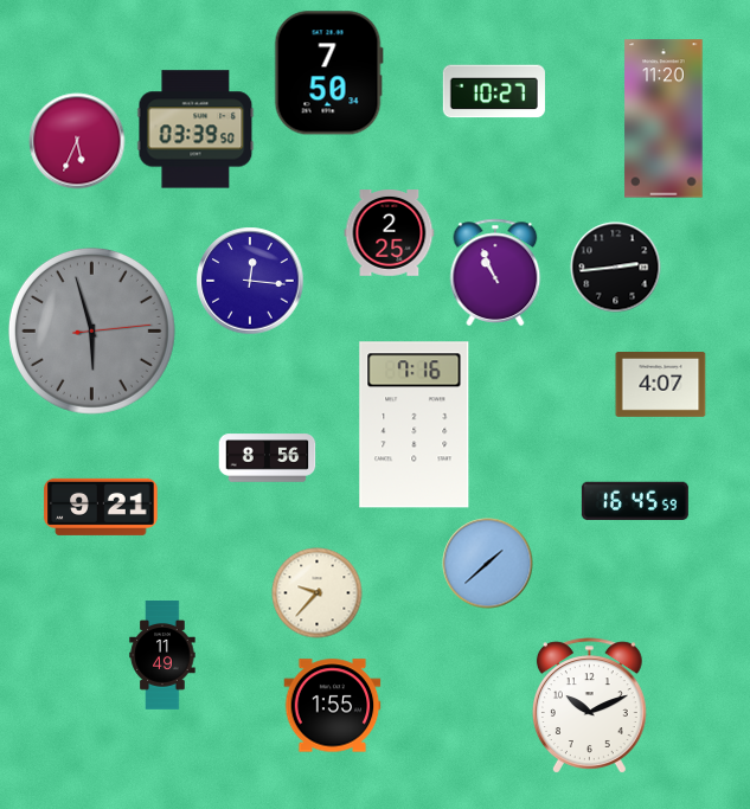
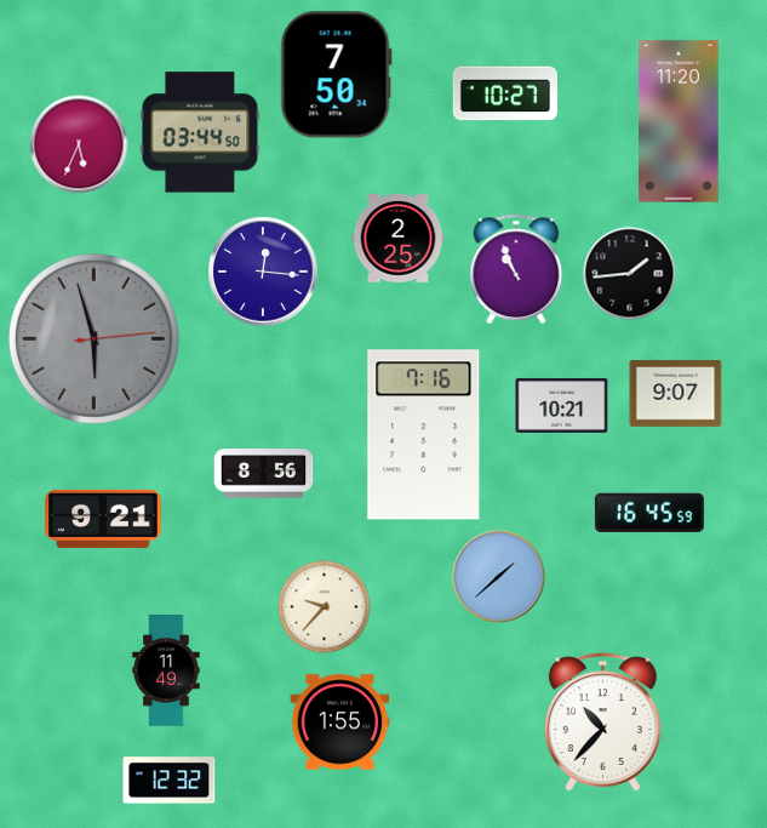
clock at (195, 129): 03:39 -> 03:44
clock at (616, 268): 2:44 -> 1:44
clock at (495, 272) position: (495, 272) -> (516, 269)
clock at (250, 281) position: (250, 281) -> (263, 272)
clock at (661, 385): 4:07 -> 9:07
clock at (562, 405): none -> 10:21
clock at (268, 458) position: (268, 458) -> (264, 474)
clock at (589, 706): 10:11 -> 10:37
clock at (170, 781): none -> 12:32
